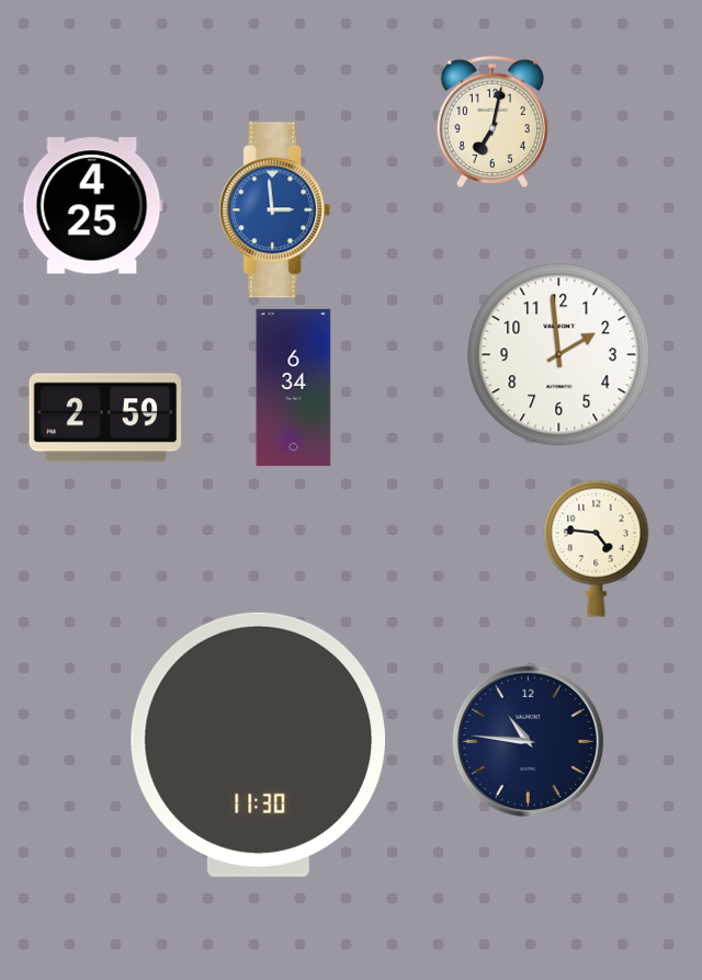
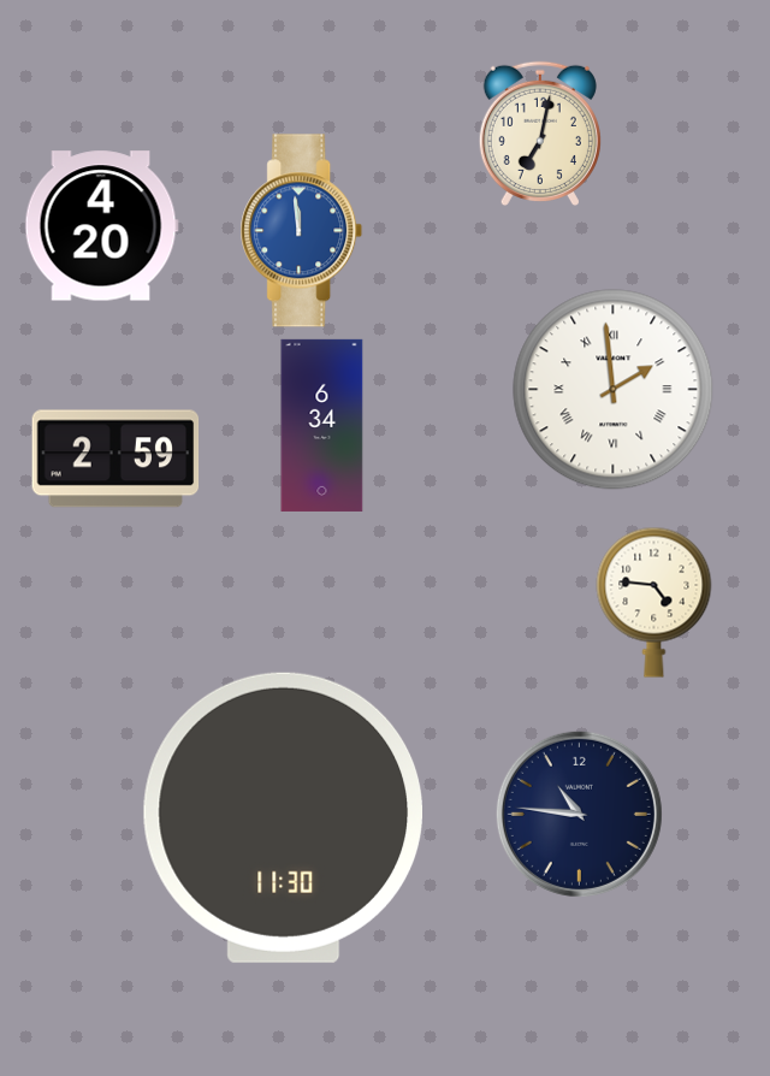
clock at (92, 206): 4:25 -> 4:20
clock at (275, 210): 2:59 -> 11:59
clock at (559, 355) numerals: Arabic -> Roman
